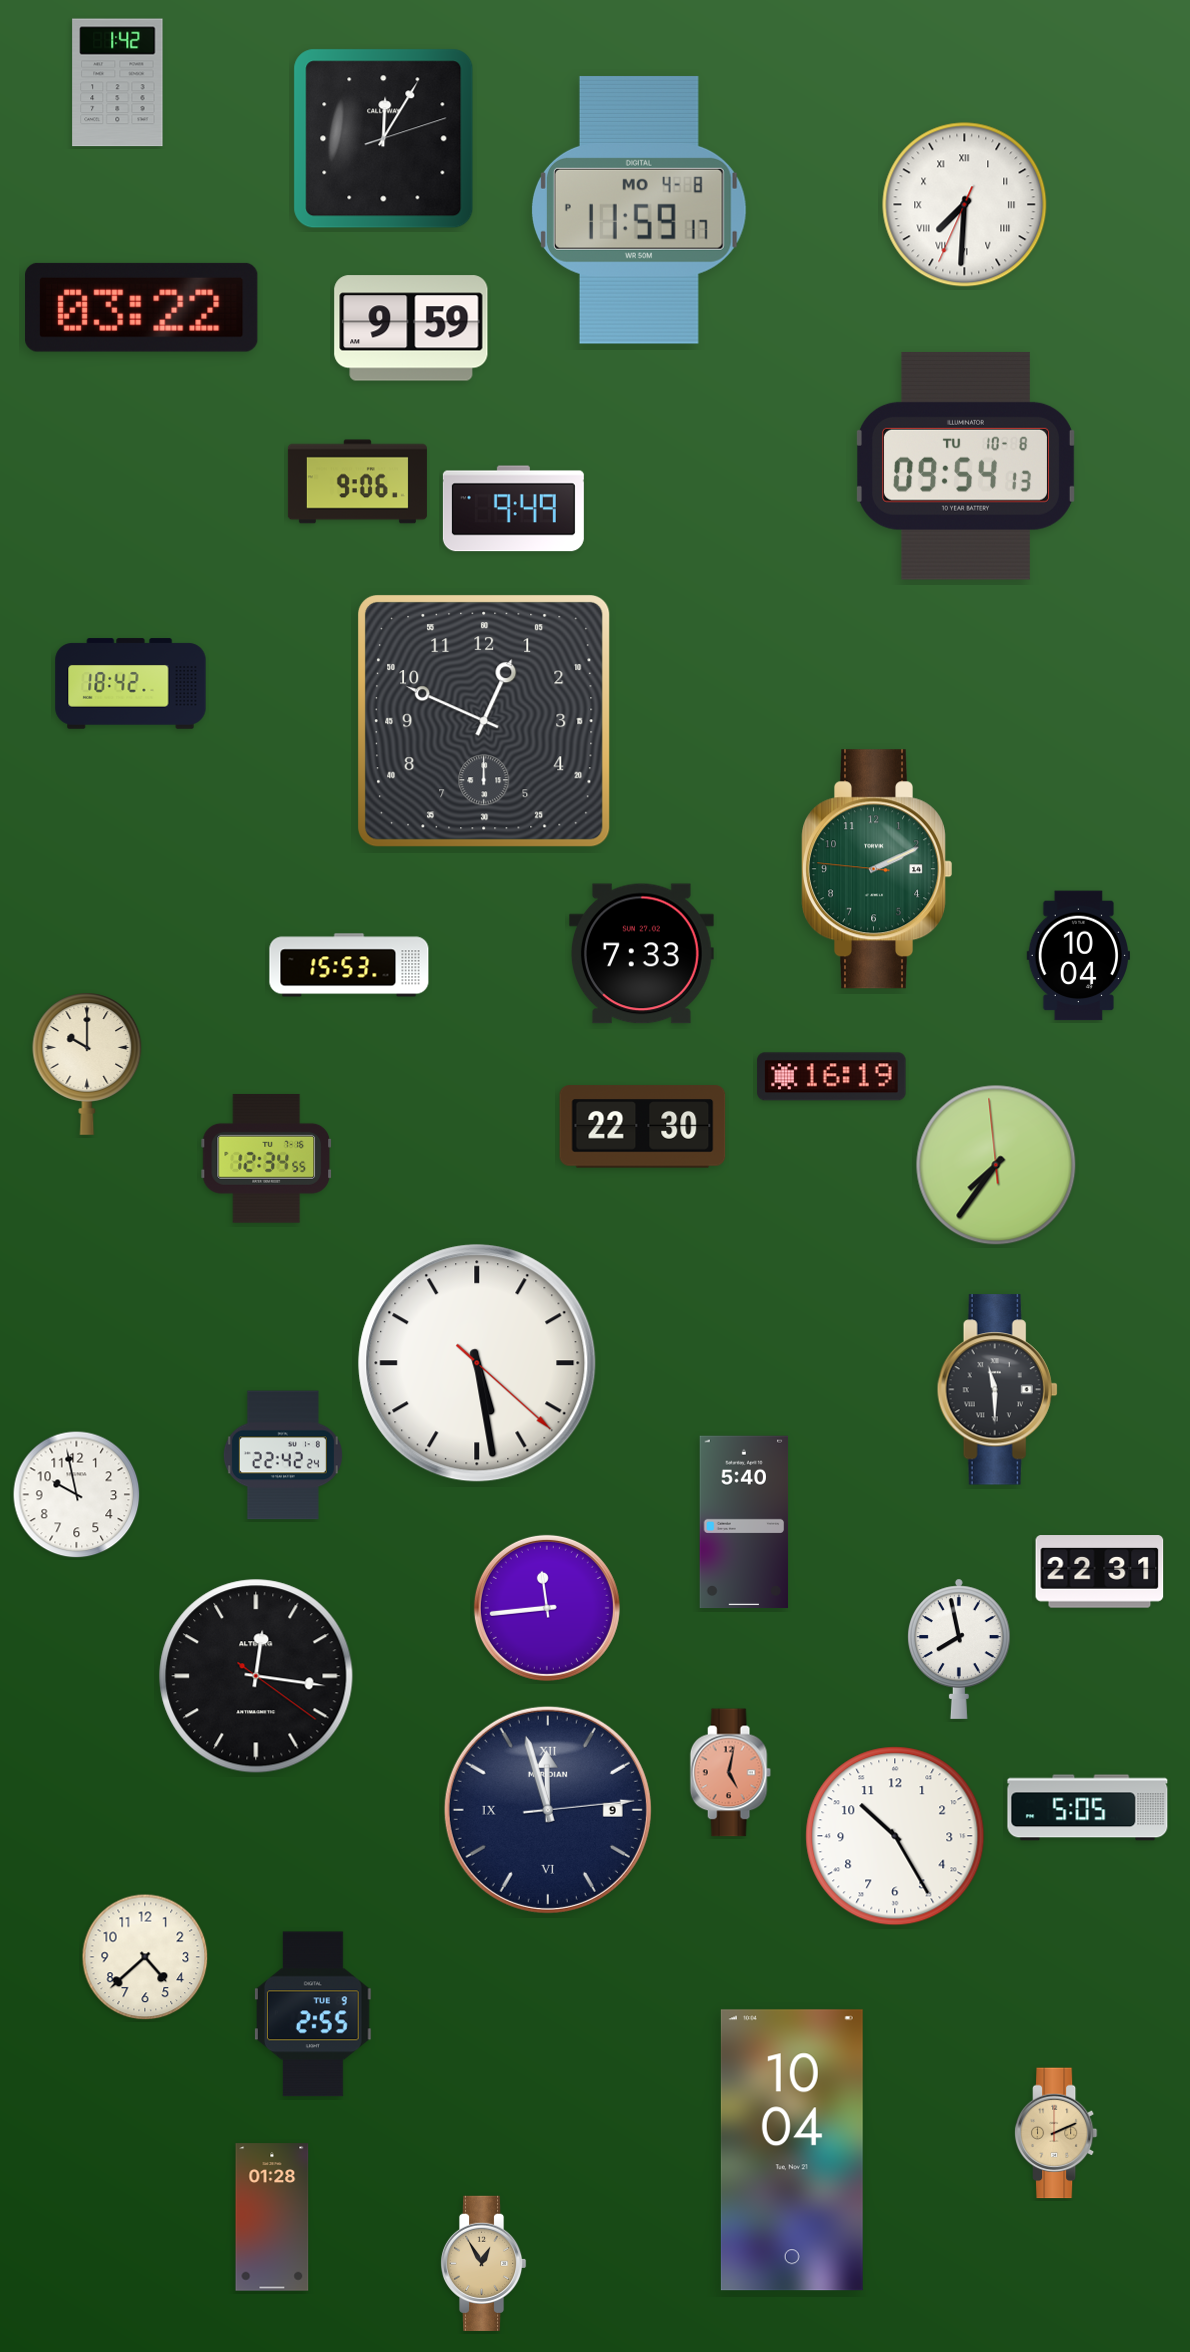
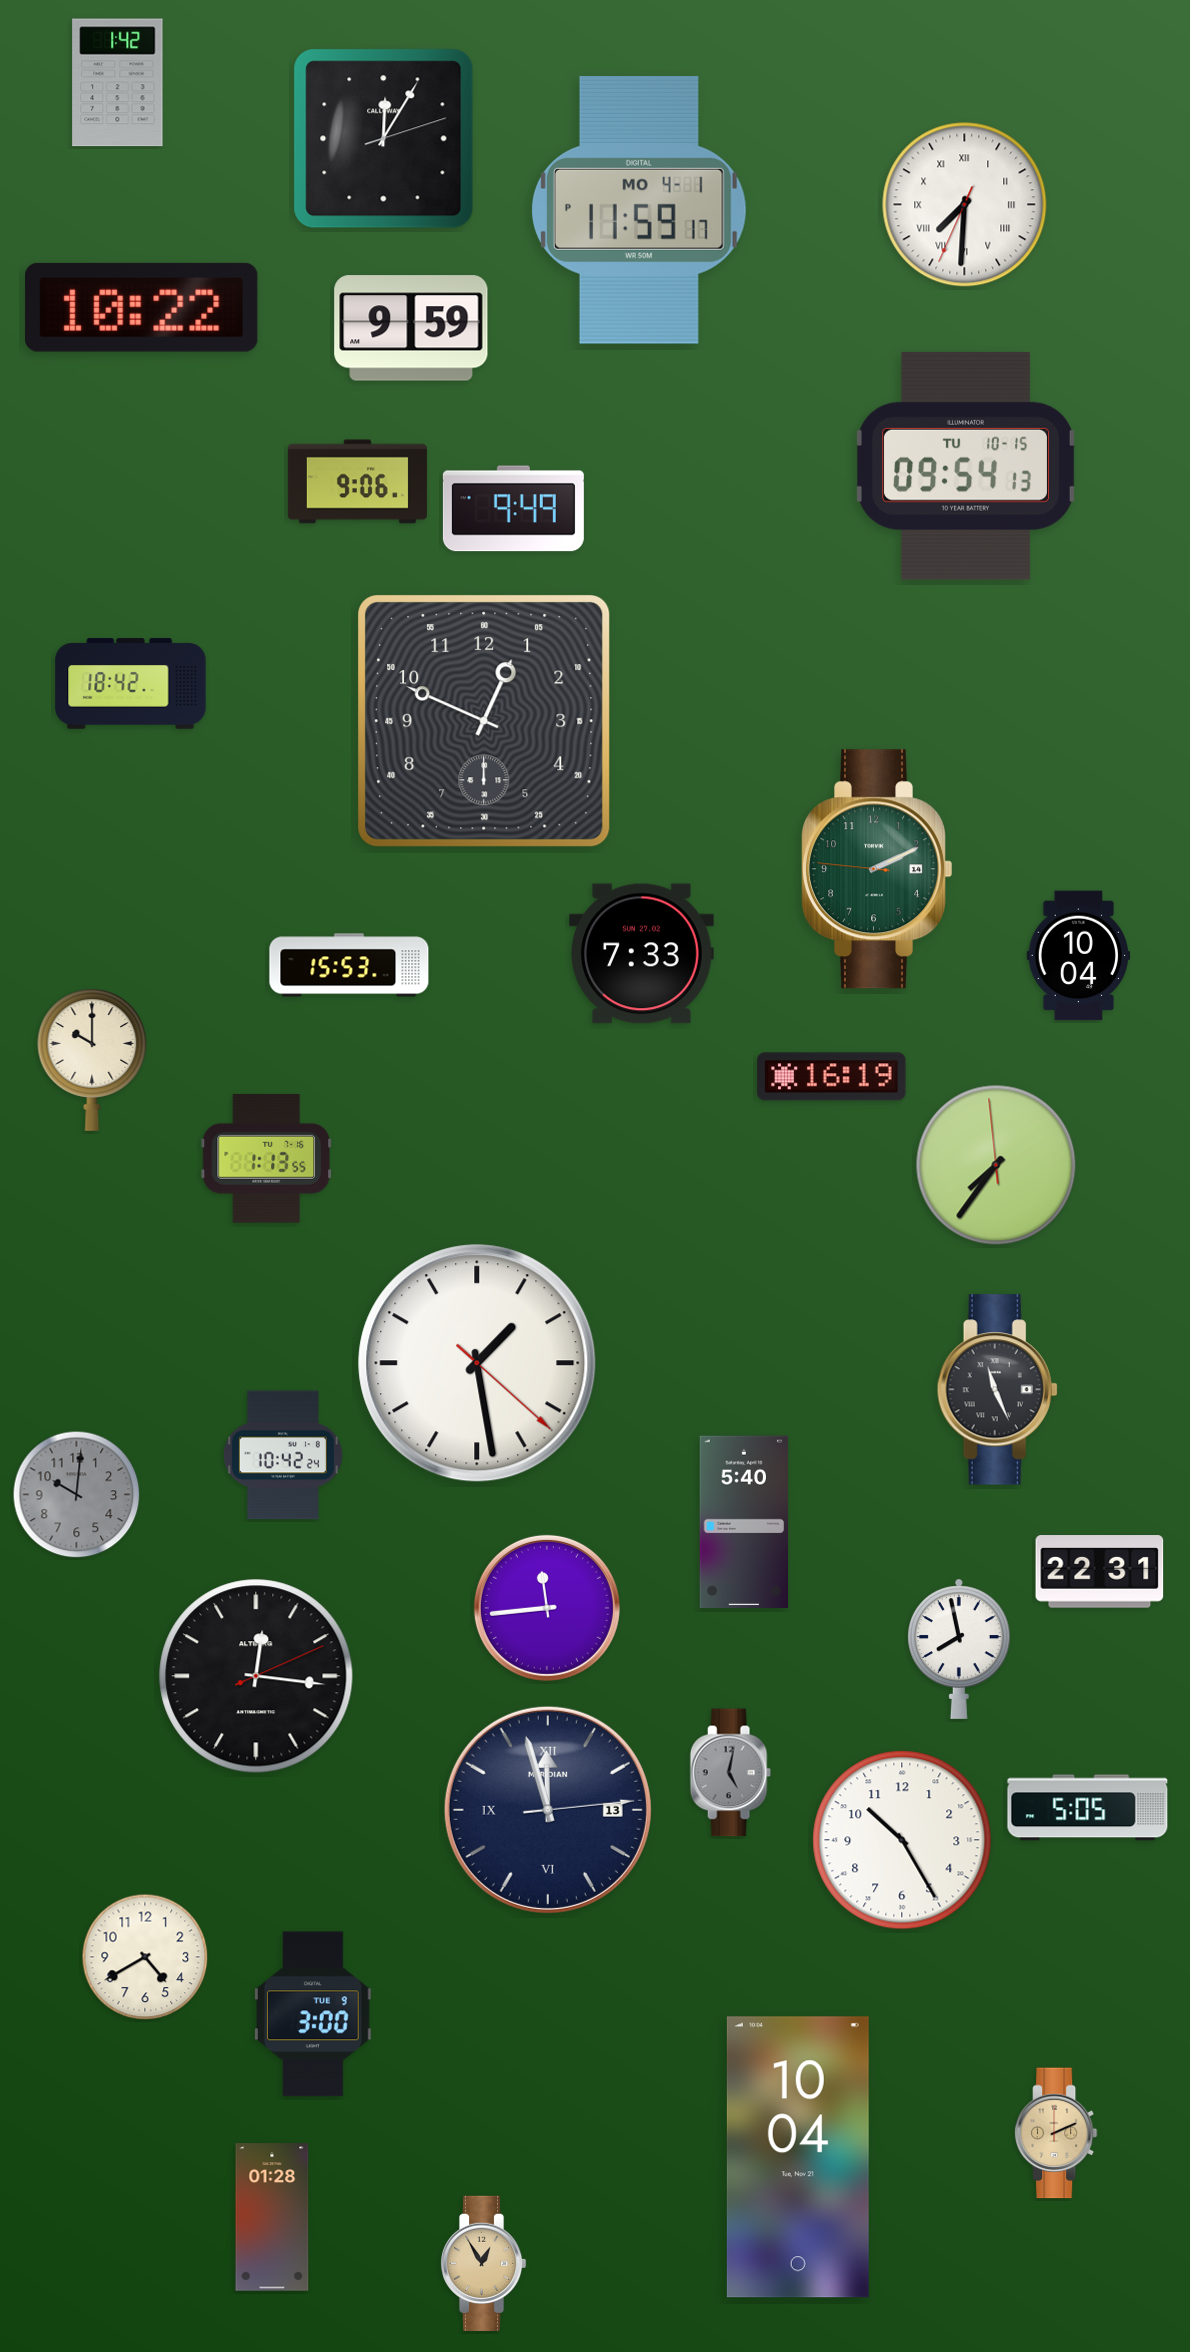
clock at (639, 210) date: MO 4-8 -> MO 4-1
clock at (142, 307): 03:22 -> 10:22
clock at (966, 466) date: TU 10-8 -> TU 10-15
clock at (87, 1064) position: (87, 1064) -> (92, 1060)
clock at (643, 1127): 22:30 -> none
clock at (267, 1158): 12:34 -> 1:13
clock at (477, 1363): 5:28 -> 1:28
clock at (997, 1390): 11:30 -> 11:26
clock at (283, 1455): 22:42 -> 10:42
clock at (77, 1495): 9:58 -> 10:01
clock at (77, 1495) dial: white -> grey
clock at (256, 1676): 12:16:21 -> 12:16:11
clock at (730, 1773) dial: salmon -> grey
clock at (548, 1810) date: 9 -> 13
clock at (895, 1836) position: (895, 1836) -> (902, 1840)
clock at (145, 1957): 4:38 -> 4:40
clock at (313, 2014): 2:55 -> 3:00
clock at (792, 2150) position: (792, 2150) -> (798, 2157)
